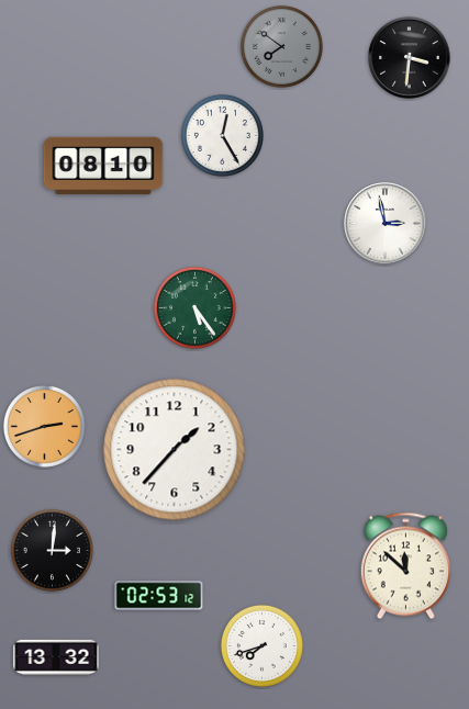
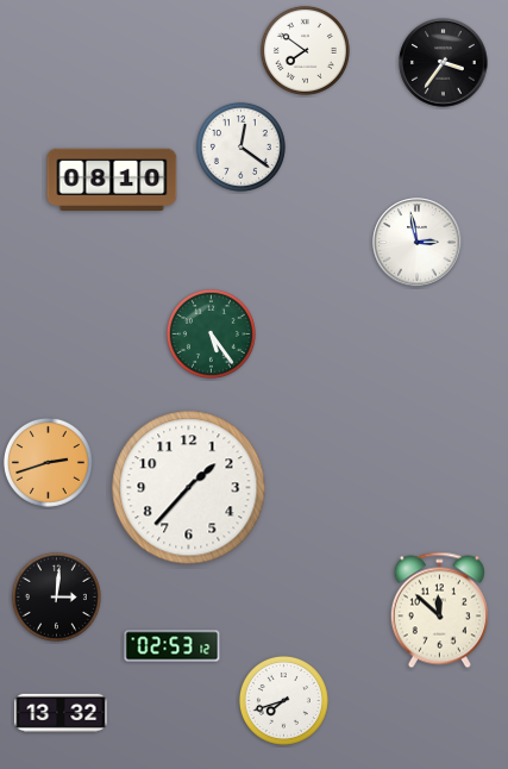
clock at (281, 46) dial: grey -> white
clock at (410, 58): 3:31 -> 3:36
clock at (222, 135): 12:25 -> 12:21
clock at (405, 566) position: (405, 566) -> (439, 611)
